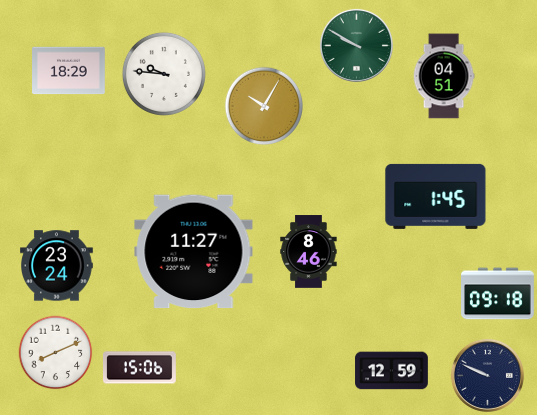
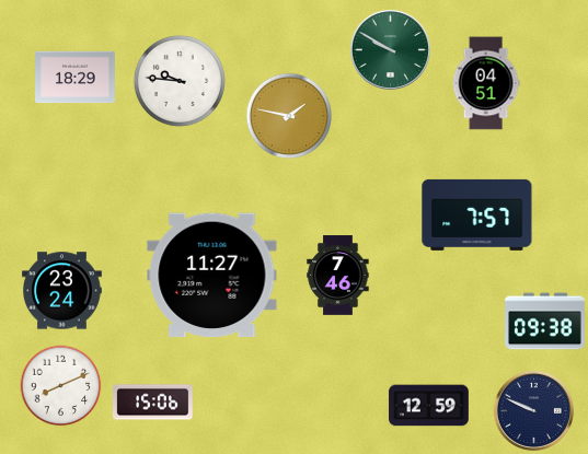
clock at (264, 106): 10:05 -> 1:47
clock at (436, 196): 1:45 -> 7:57
clock at (309, 252): 8:46 -> 7:46
clock at (498, 294): 09:18 -> 09:38
